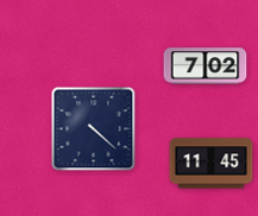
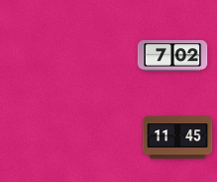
clock at (94, 129): 4:22 -> none
